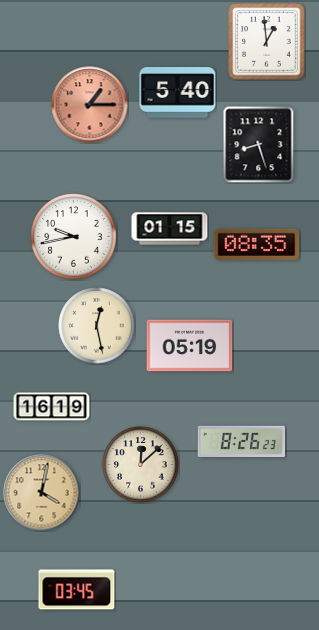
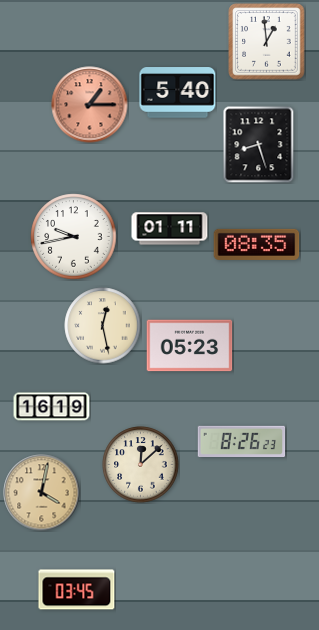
clock at (170, 229): 01:15 -> 01:11
clock at (97, 326) position: (97, 326) -> (103, 326)
clock at (190, 346): 05:19 -> 05:23
